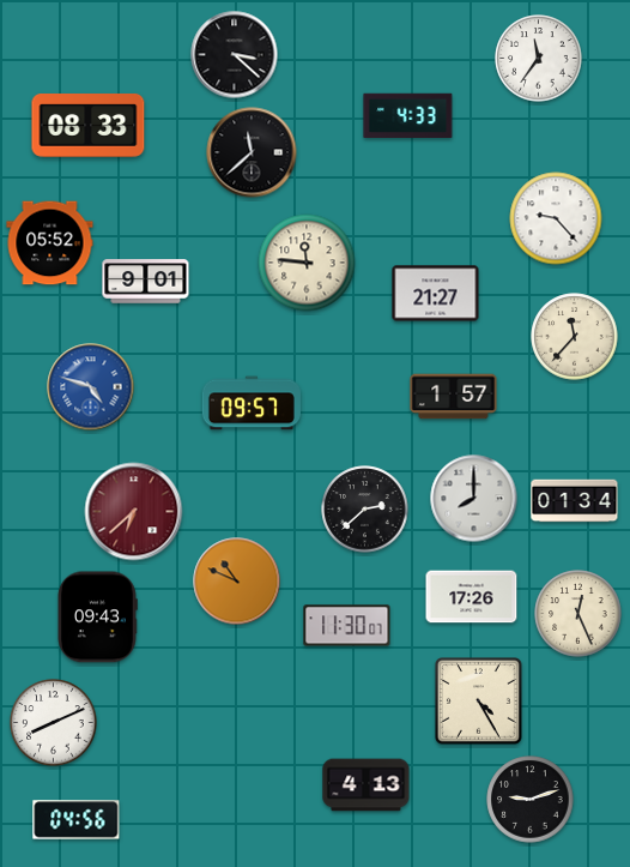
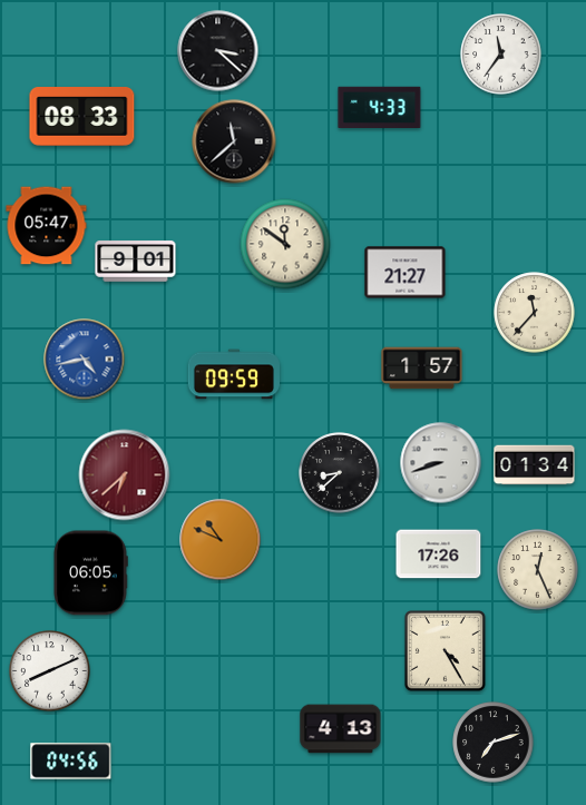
clock at (556, 218): 9:23 -> none
clock at (50, 243): 05:52 -> 05:47
clock at (307, 263): 11:46 -> 11:51
clock at (91, 387): 4:48 -> 4:43
clock at (252, 403): 09:57 -> 09:59
clock at (474, 499): 8:00 -> 8:42
clock at (365, 510): 2:38 -> 8:38
clock at (98, 618): 09:43 -> 06:05
clock at (347, 626): 11:30 -> none
clock at (531, 800): 9:12 -> 7:12
